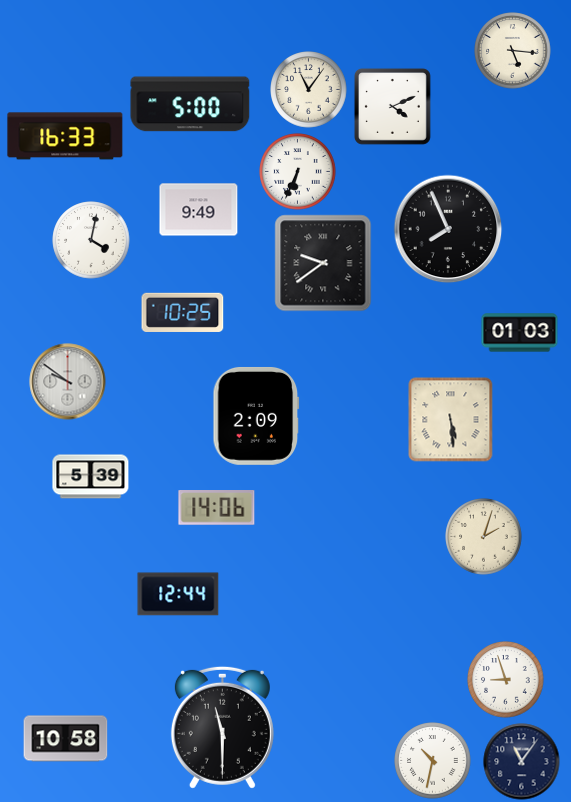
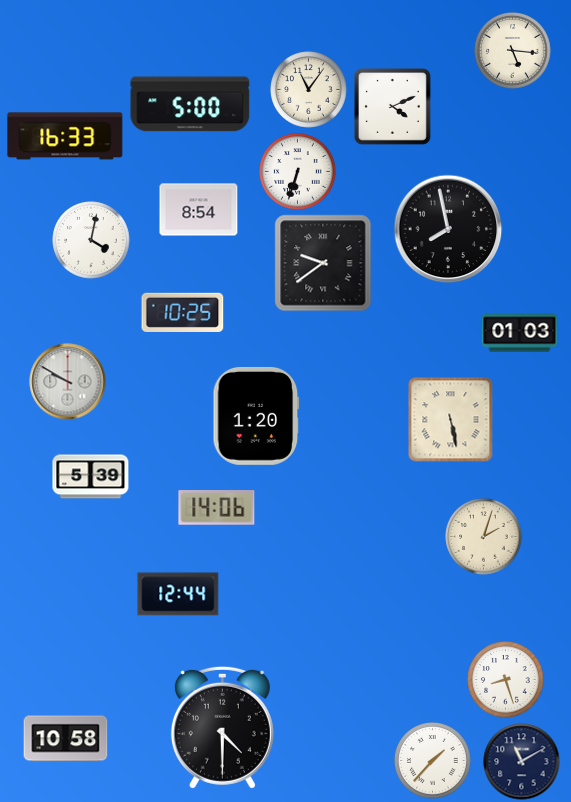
clock at (298, 172): 6:34 -> 6:33
clock at (199, 210): 9:49 -> 8:54
clock at (448, 229): 7:56 -> 7:58
clock at (68, 382): 9:51 -> 9:50
clock at (256, 416): 2:09 -> 1:20
clock at (451, 420): 5:29 -> 5:28
clock at (506, 680): 8:57 -> 8:27
clock at (222, 727): 11:30 -> 4:30
clock at (433, 761): 10:32 -> 1:37
clock at (522, 762): 11:06 -> 11:10
